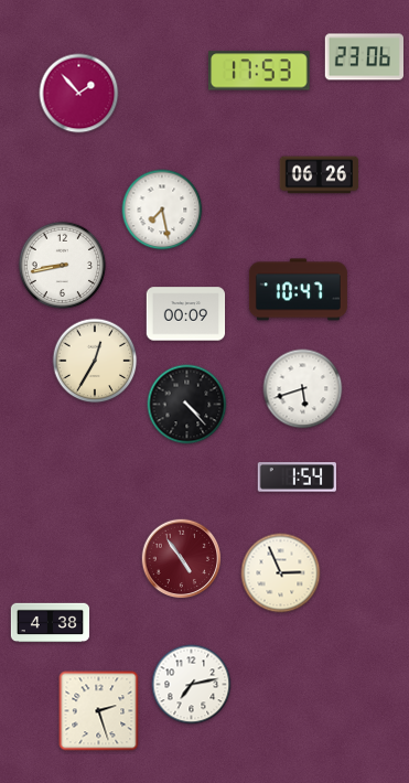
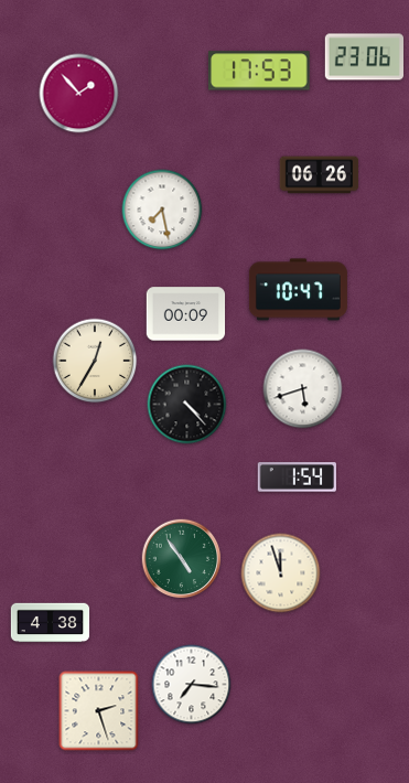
clock at (62, 265): 8:43 -> none
clock at (182, 559) dial: burgundy -> green
clock at (281, 573): 2:56 -> 11:57
clock at (192, 685): 7:13 -> 7:16
